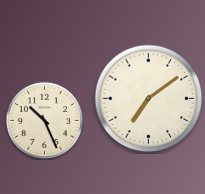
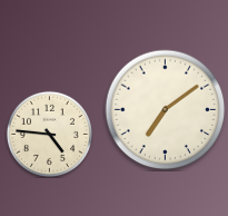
clock at (44, 120): 10:26 -> 4:46
